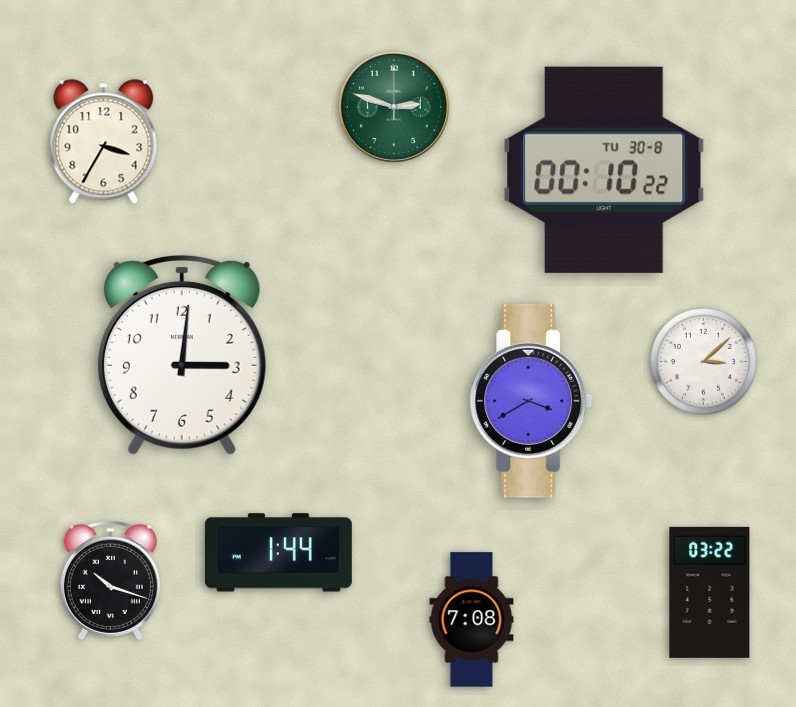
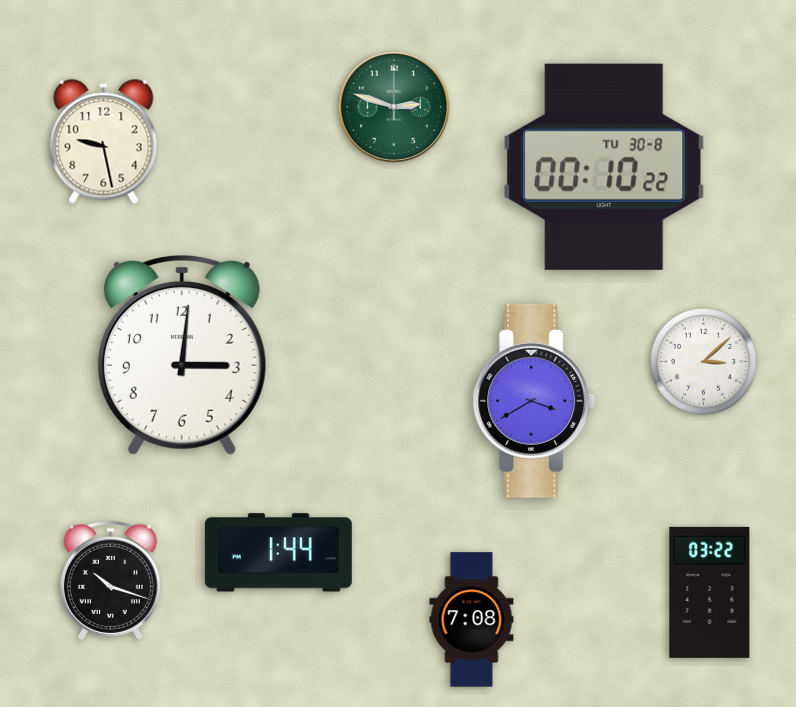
clock at (104, 142): 3:35 -> 9:28
clock at (604, 170) position: (604, 170) -> (604, 167)
clock at (531, 401) position: (531, 401) -> (534, 401)
